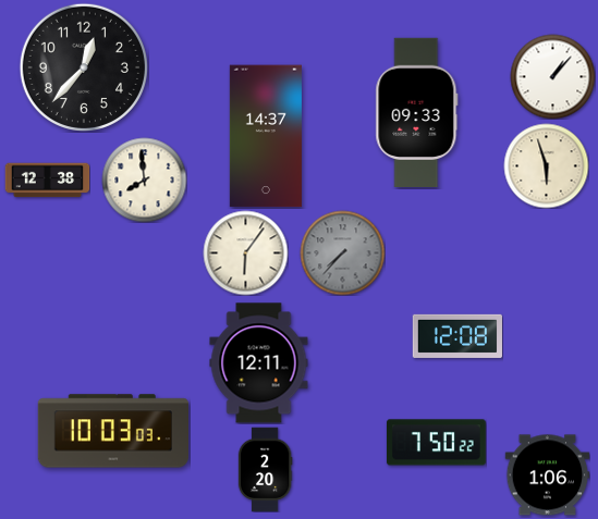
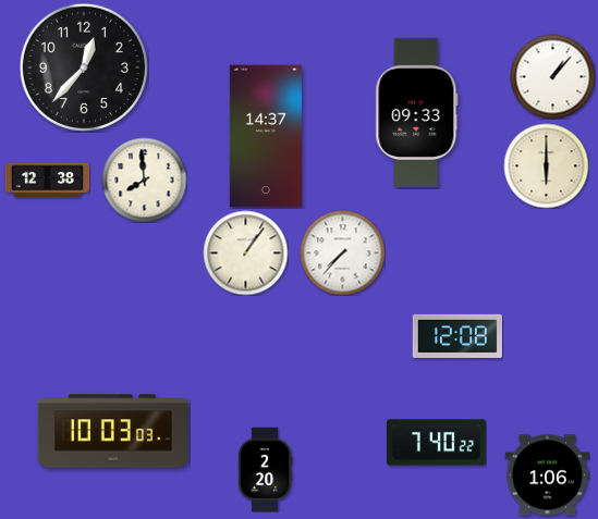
clock at (546, 165): 5:57 -> 6:00
clock at (245, 252): 6:06 -> 1:06
clock at (342, 252) dial: grey -> white
clock at (259, 363): 12:11 -> none
clock at (436, 443): 7:50 -> 7:40
